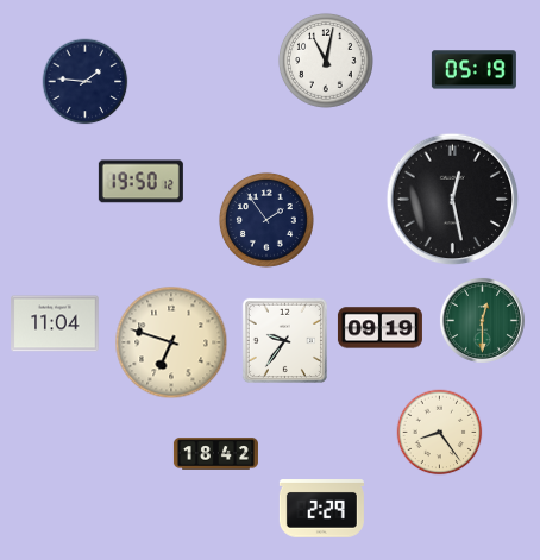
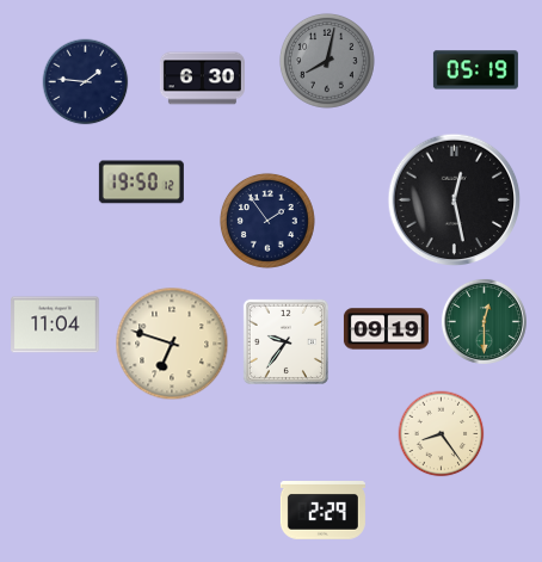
clock at (326, 61): 11:02 -> 8:02
clock at (326, 61) dial: white -> grey
clock at (202, 79): none -> 6:30
clock at (379, 328) position: (379, 328) -> (386, 329)
clock at (215, 454): 18:42 -> none
